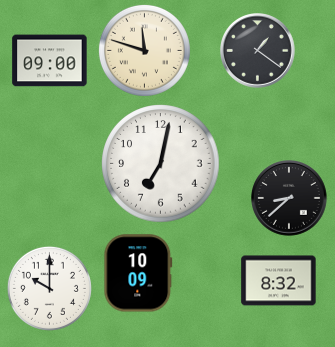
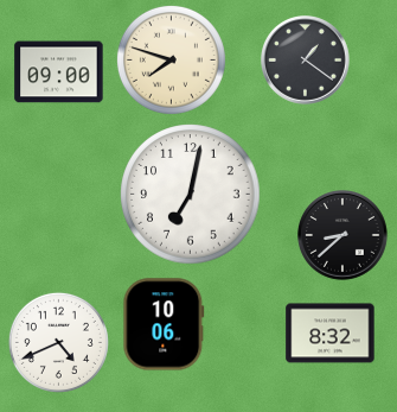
clock at (144, 50): 11:48 -> 7:48
clock at (138, 273): 10:09 -> 10:06
clock at (49, 288): 10:00 -> 4:41
